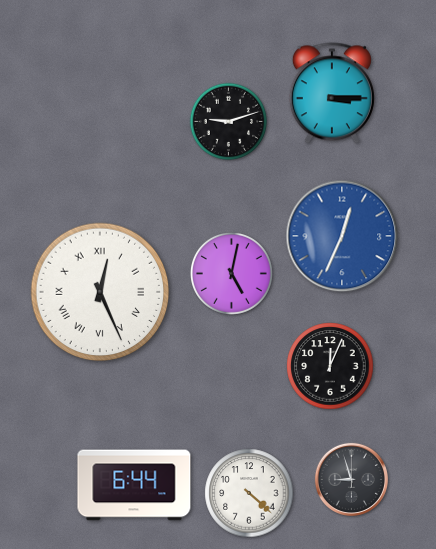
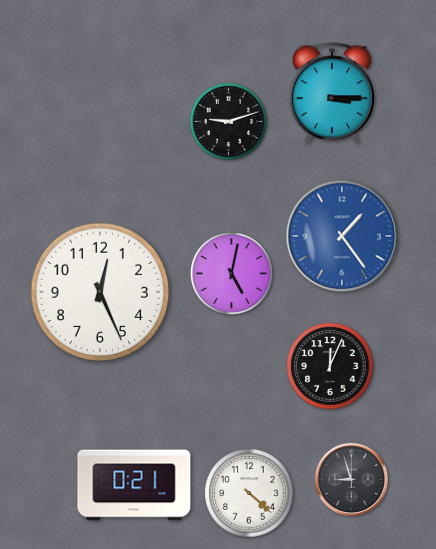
clock at (342, 236): 12:34 -> 1:24
clock at (100, 292) numerals: Roman -> Arabic
clock at (134, 485): 6:44 -> 0:21
